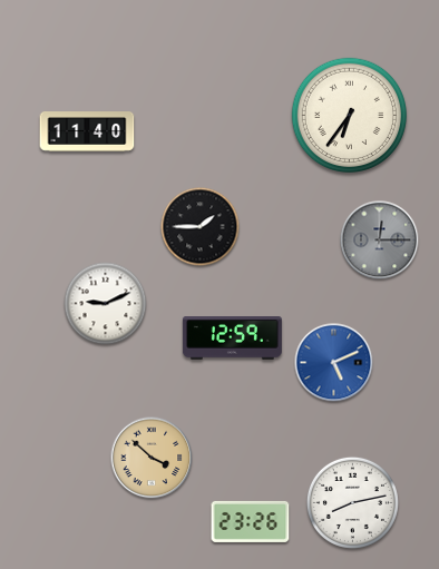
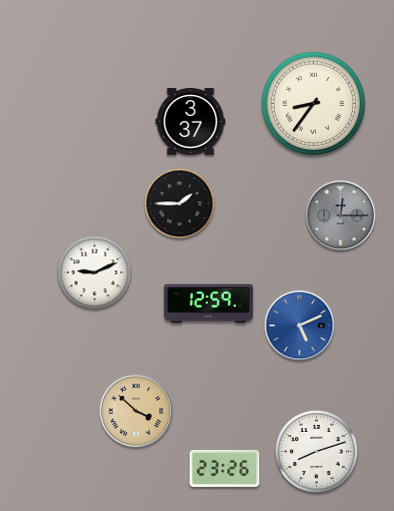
clock at (350, 116): 6:36 -> 8:36
clock at (87, 133): 11:40 -> none
clock at (191, 121): none -> 3:37
clock at (352, 502): 8:13 -> 8:12
